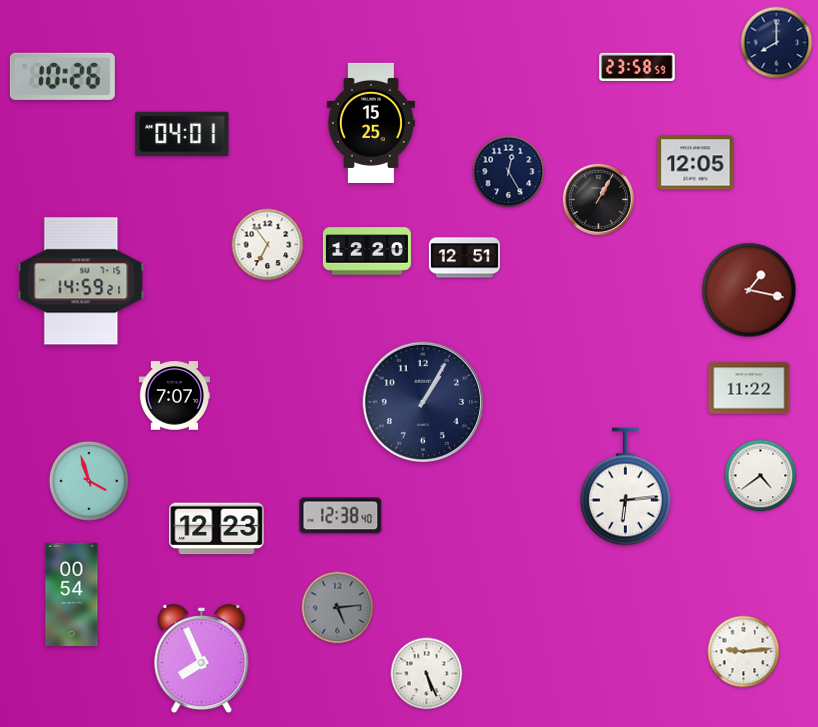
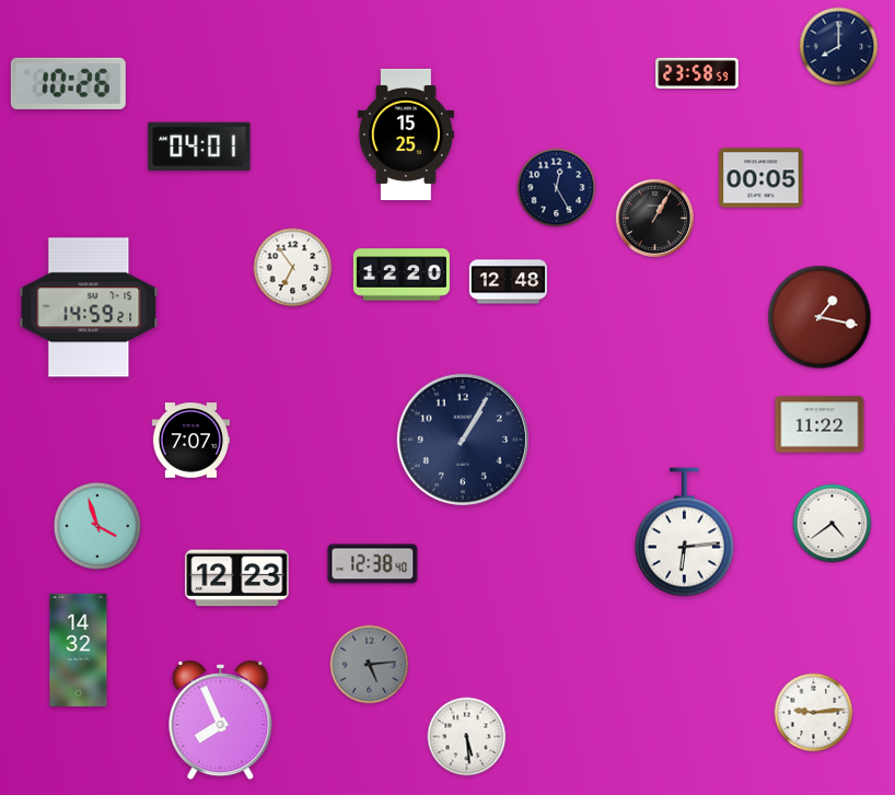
clock at (777, 43) position: (777, 43) -> (839, 47)
clock at (696, 163): 12:05 -> 00:05
clock at (464, 258): 12:51 -> 12:48
clock at (174, 396) position: (174, 396) -> (190, 441)
clock at (761, 476) position: (761, 476) -> (833, 524)
clock at (72, 594): 00:54 -> 14:32
clock at (427, 674): 5:26 -> 5:29
